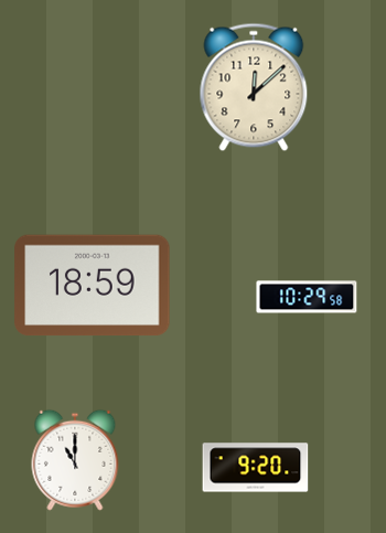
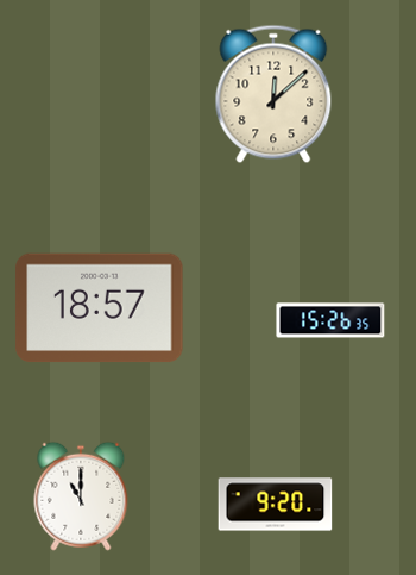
clock at (93, 286): 18:59 -> 18:57
clock at (307, 297): 10:29 -> 15:26
